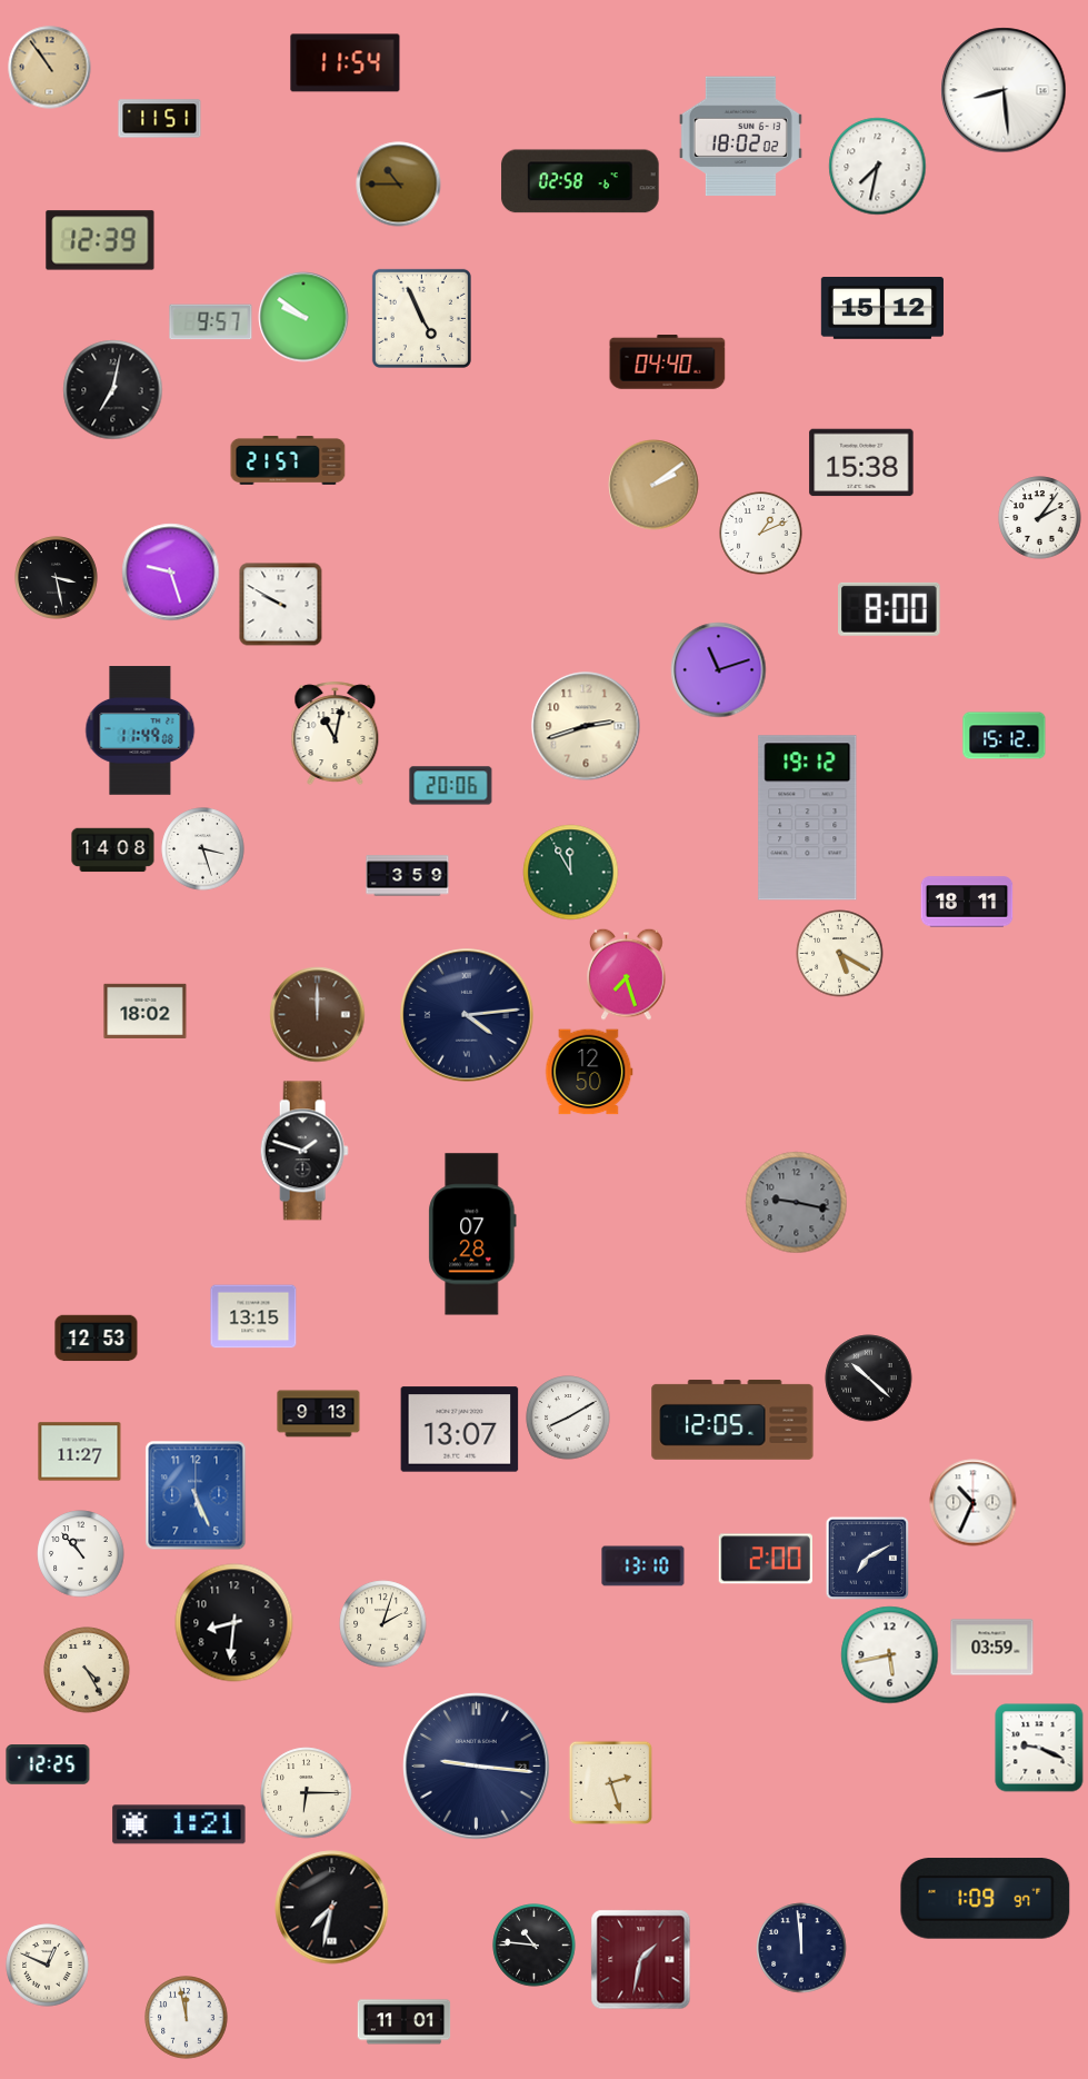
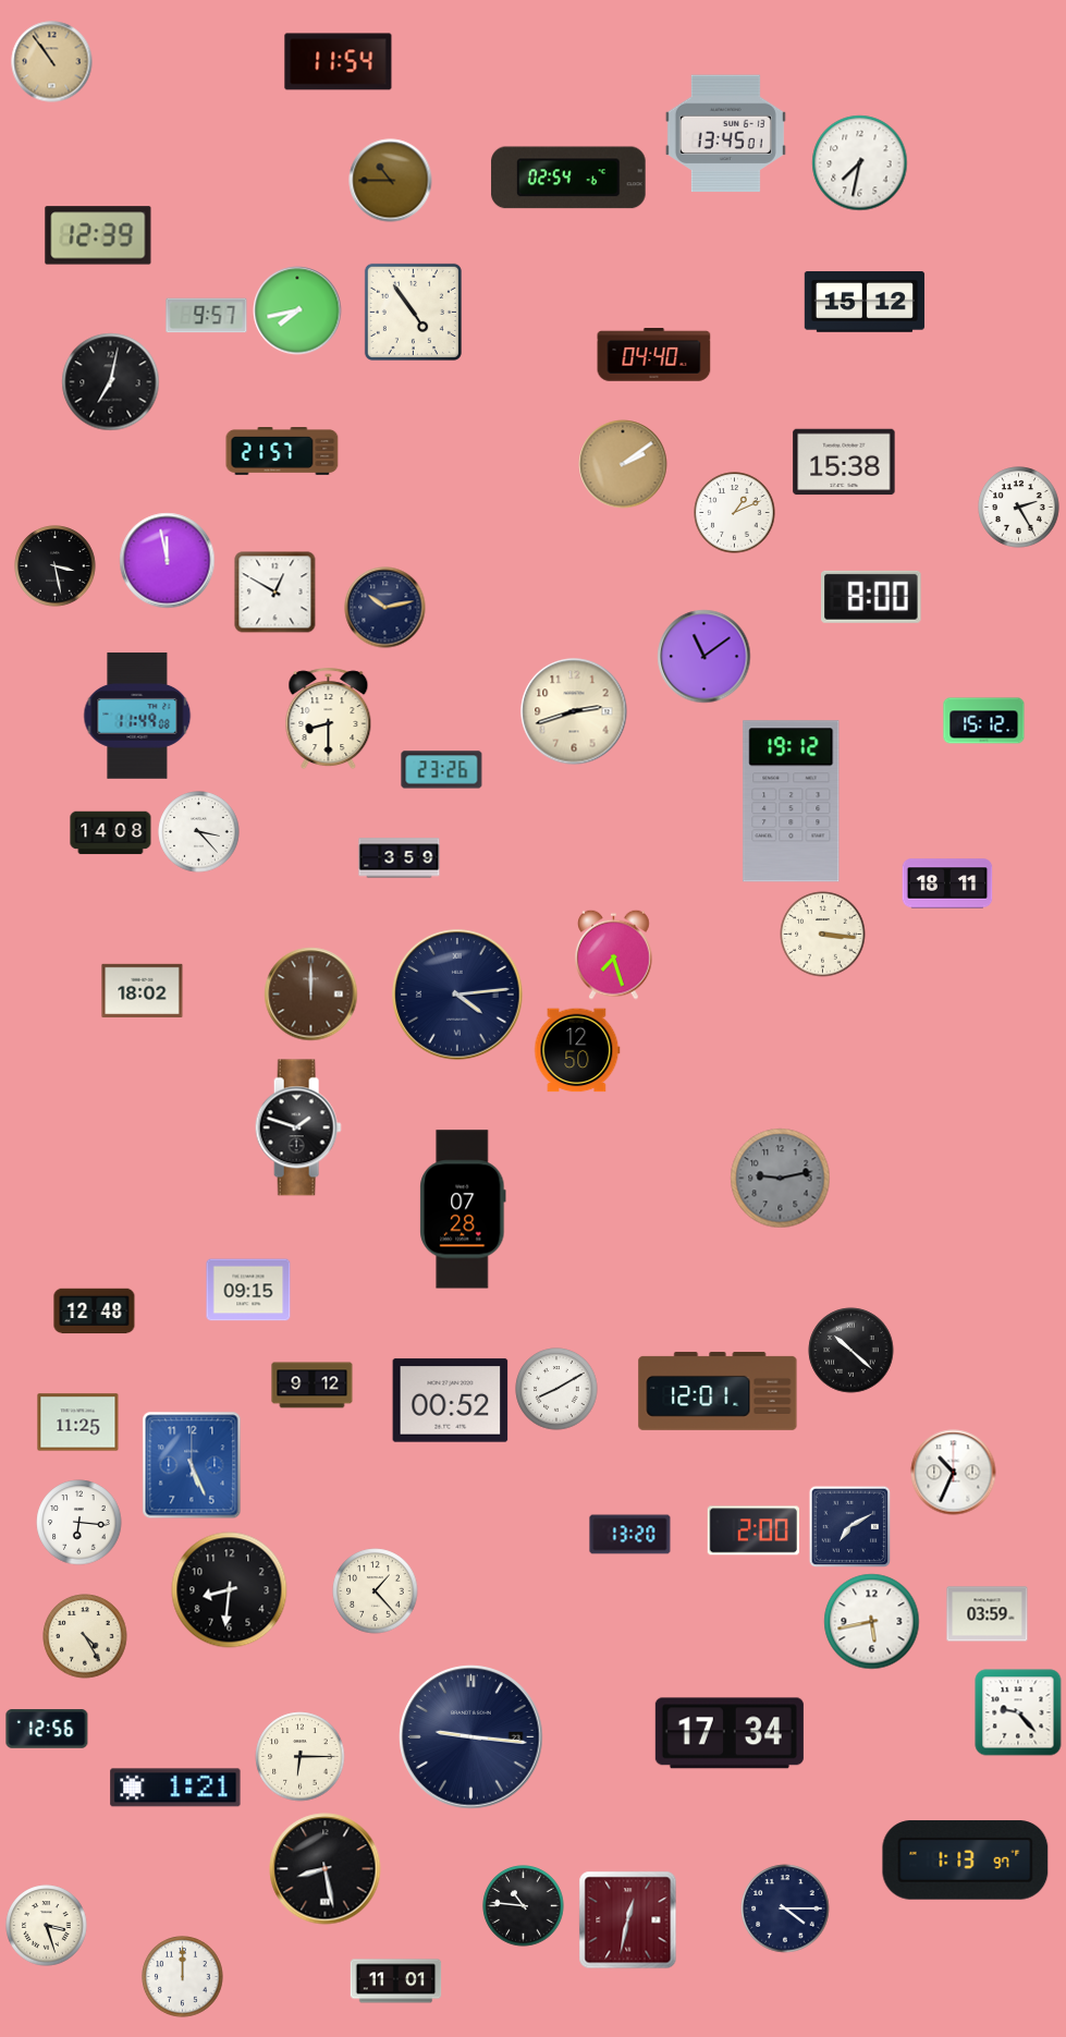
clock at (50, 68) position: (50, 68) -> (52, 62)
clock at (1004, 90): 8:29 -> none
clock at (160, 119): 11:51 -> none
clock at (740, 137): 18:02 -> 13:45
clock at (580, 181): 02:58 -> 02:54
clock at (303, 317): 9:51 -> 7:43
clock at (421, 318): 4:56 -> 4:54
clock at (861, 462) position: (861, 462) -> (844, 462)
clock at (653, 485) position: (653, 485) -> (623, 464)
clock at (1040, 518): 2:06 -> 2:25
clock at (761, 534) position: (761, 534) -> (735, 513)
clock at (171, 573): 9:27 -> 11:58
clock at (281, 605): 9:50 -> 12:50
clock at (385, 608): none -> 10:13
clock at (719, 670): 11:12 -> 11:09
clock at (336, 734): 11:02 -> 8:30
clock at (451, 786): 20:06 -> 23:26
clock at (203, 849): 3:27 -> 3:23
clock at (571, 873): 11:55 -> none
clock at (840, 954): 5:20 -> 3:16
clock at (797, 1203): 9:17 -> 9:13
clock at (253, 1316): 13:15 -> 09:15
clock at (97, 1339): 12:53 -> 12:48
clock at (319, 1414): 9:13 -> 9:12
clock at (732, 1420): 12:05 -> 12:01
clock at (460, 1430): 13:07 -> 00:52
clock at (80, 1452): 11:27 -> 11:25
clock at (81, 1554): 10:53 -> 6:16
clock at (765, 1559) position: (765, 1559) -> (752, 1530)
clock at (643, 1566): 13:10 -> 13:20
clock at (383, 1624): 2:03 -> 1:23
clock at (992, 1648) position: (992, 1648) -> (988, 1614)
clock at (1039, 1748): 9:19 -> 9:23
clock at (48, 1764): 12:25 -> 12:56
clock at (477, 1767) position: (477, 1767) -> (471, 1737)
clock at (730, 1733): none -> 17:34
clock at (610, 1782): 2:27 -> none
clock at (986, 1899): 1:09 -> 1:13
clock at (332, 1908): 7:32 -> 8:28
clock at (801, 1948): 11:59 -> 4:15
clock at (641, 1960): 1:32 -> 12:32
clock at (48, 1966): 12:49 -> 3:27
clock at (187, 2018): 11:58 -> 12:00
